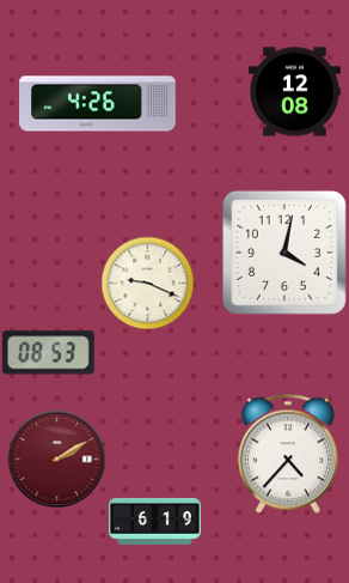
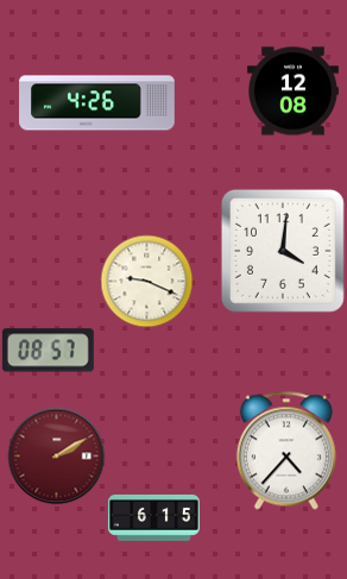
clock at (284, 253): 4:02 -> 4:01
clock at (48, 353): 08:53 -> 08:57
clock at (154, 521): 6:19 -> 6:15
